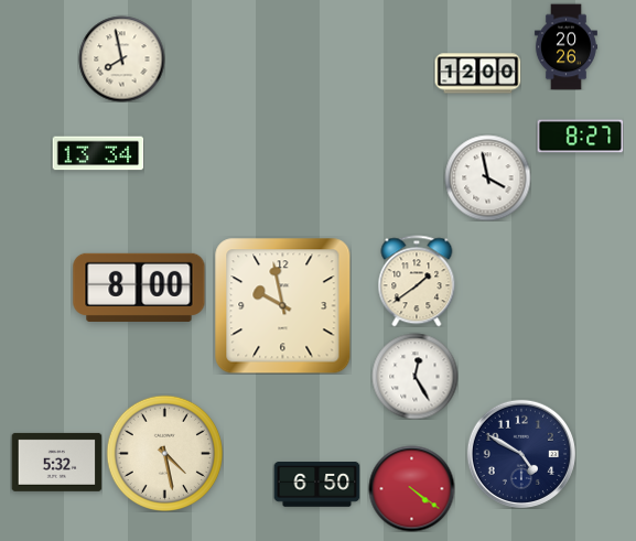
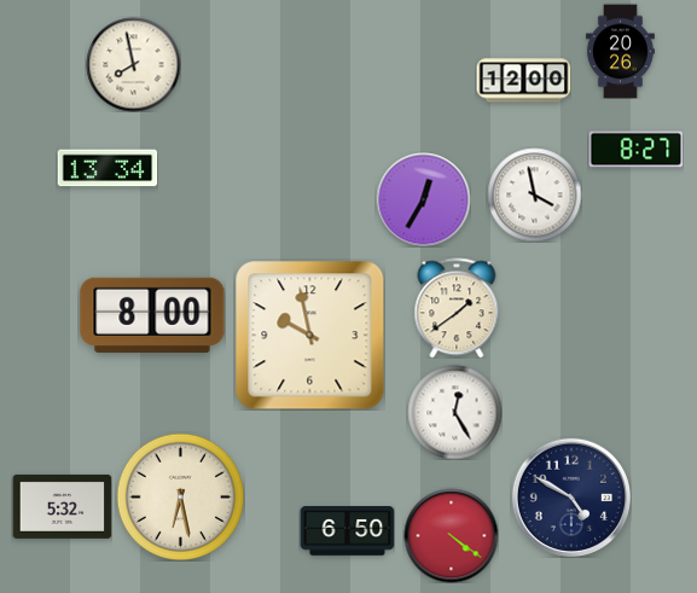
clock at (423, 199): none -> 12:35
clock at (164, 453): 4:28 -> 6:28
